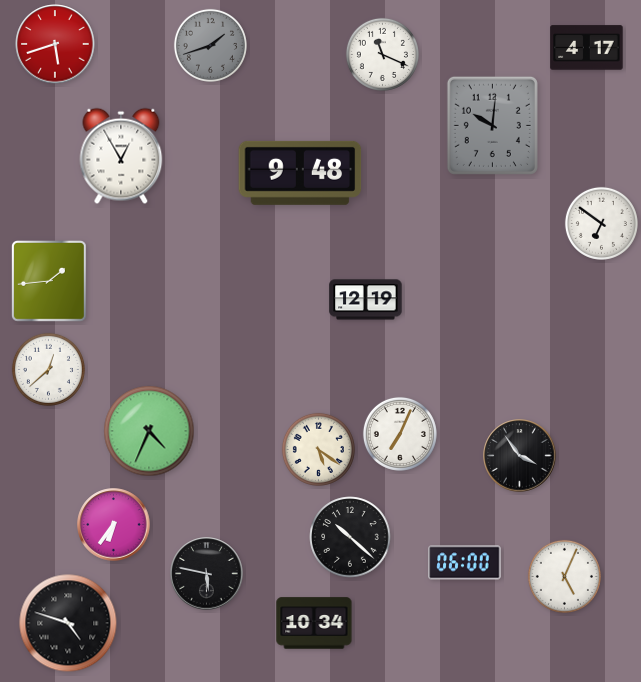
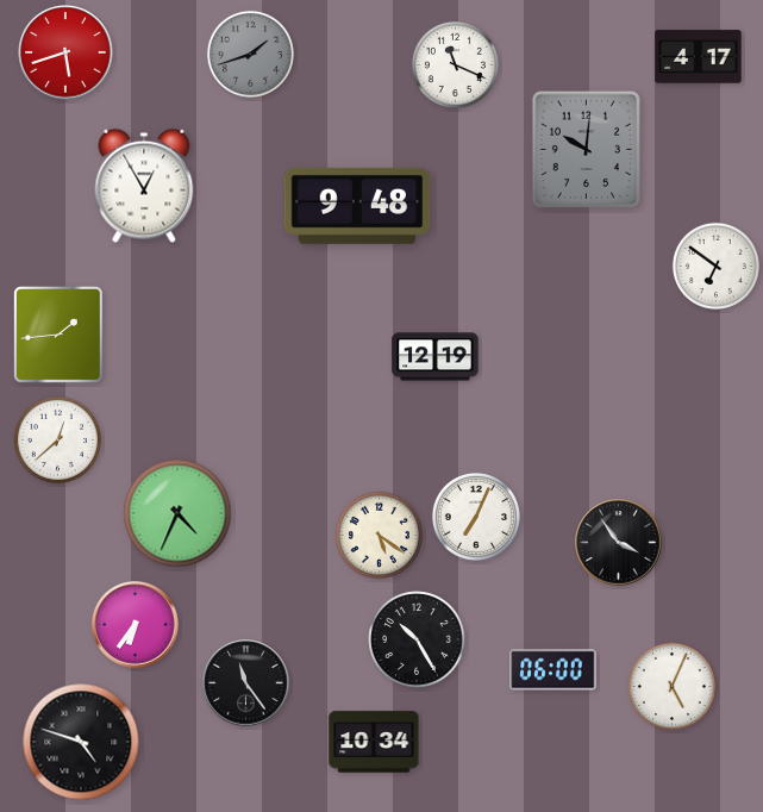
clock at (350, 537): 10:22 -> 10:25
clock at (207, 574): 5:47 -> 11:24
